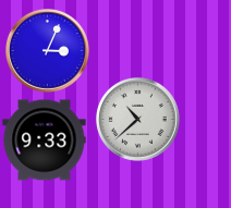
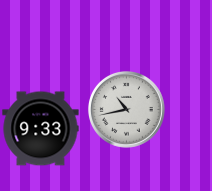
clock at (47, 50): 3:04 -> none
clock at (137, 119): 10:38 -> 10:43
